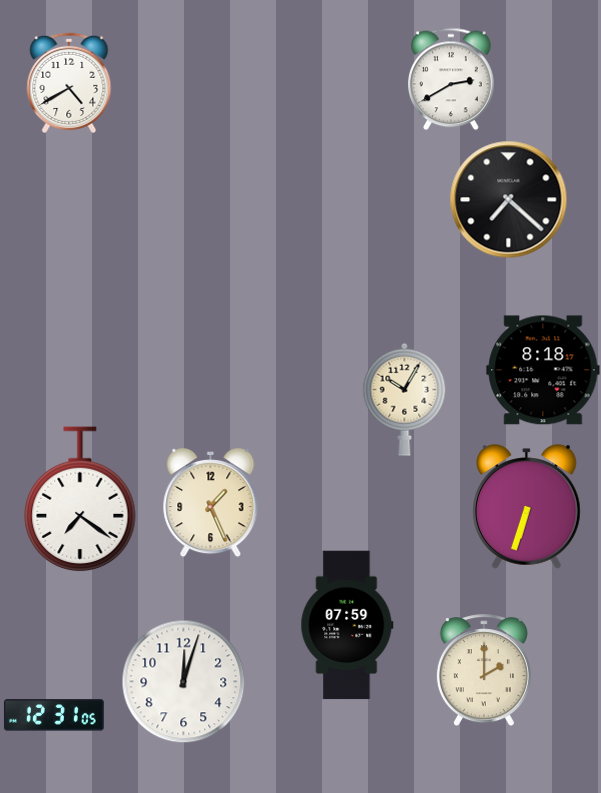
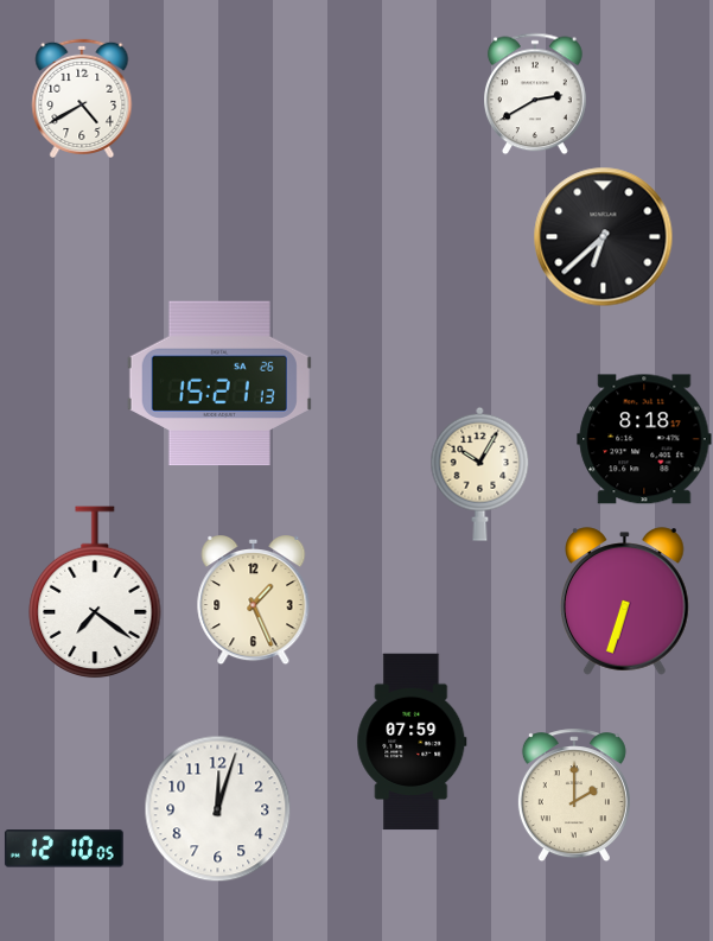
clock at (508, 199): 7:22 -> 6:38
clock at (219, 383): none -> 15:21
clock at (211, 502) position: (211, 502) -> (254, 599)
clock at (54, 715): 12:31 -> 12:10
